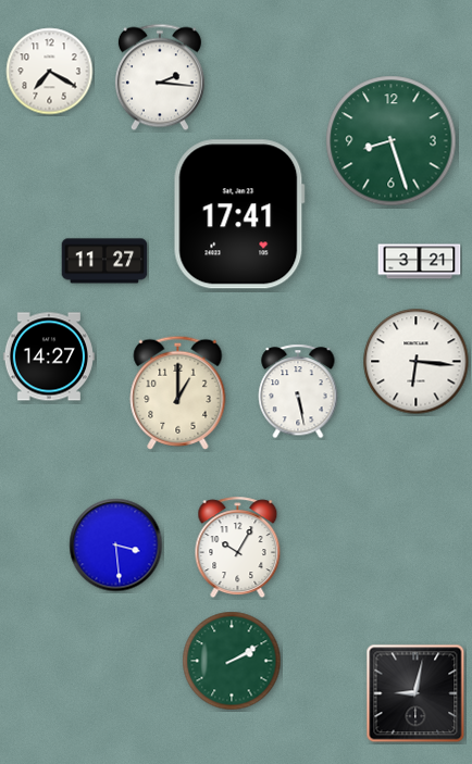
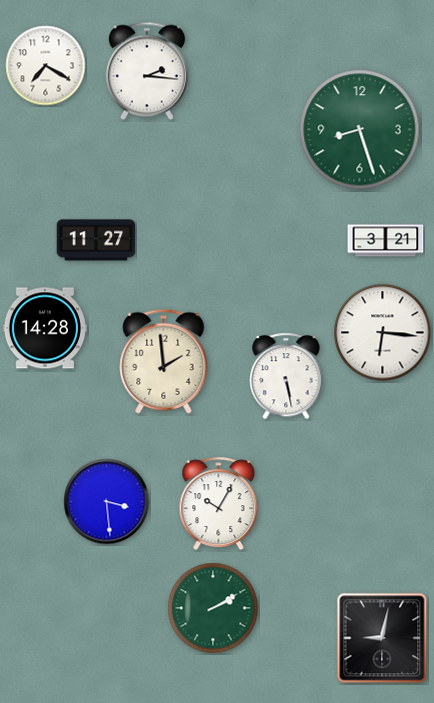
clock at (239, 214): 17:41 -> none
clock at (49, 356): 14:27 -> 14:28
clock at (298, 391) position: (298, 391) -> (286, 376)
clock at (178, 392): 1:00 -> 1:59
